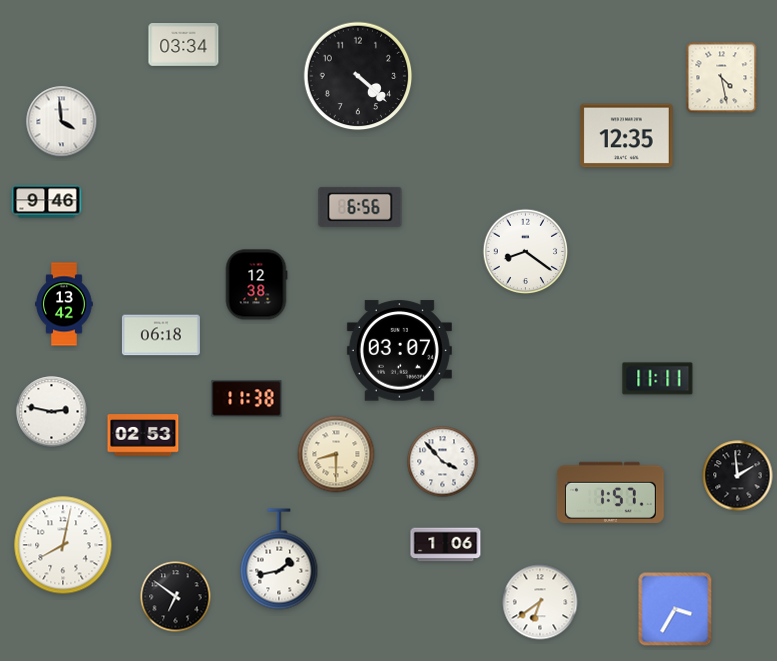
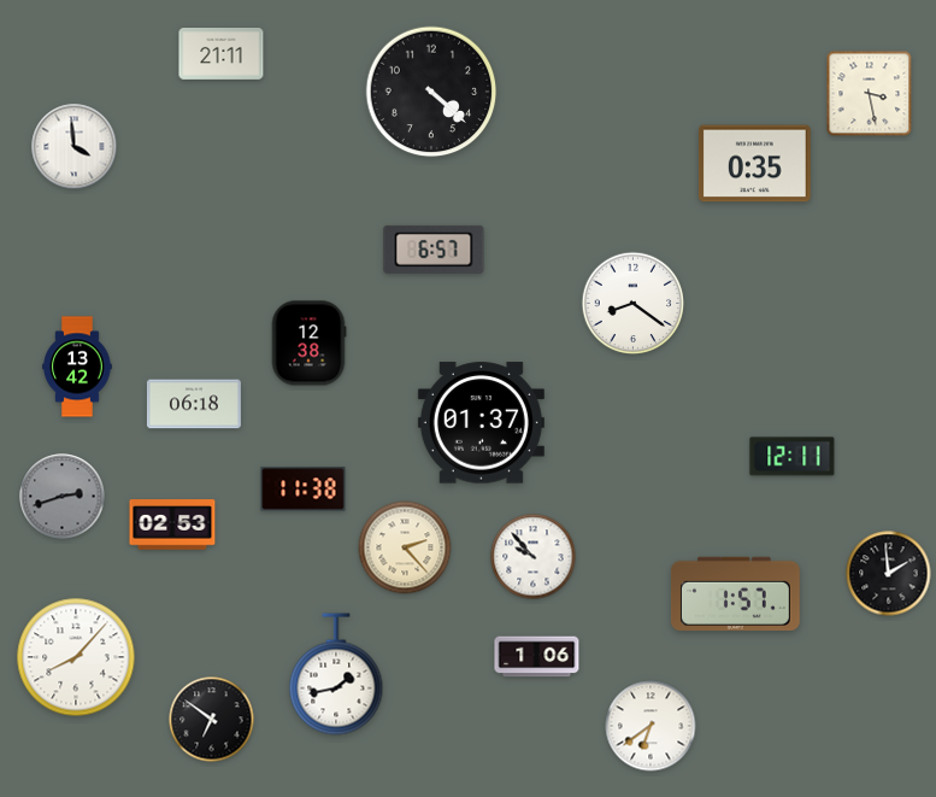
clock at (184, 45): 03:34 -> 21:11
clock at (722, 78): 4:28 -> 3:28
clock at (627, 136): 12:35 -> 0:35
clock at (47, 202): 9:46 -> none
clock at (360, 207): 6:56 -> 6:57
clock at (399, 351): 03:07 -> 01:37
clock at (658, 379): 11:11 -> 12:11
clock at (247, 399) position: (247, 399) -> (304, 490)
clock at (52, 412): 2:47 -> 2:42
clock at (52, 412) dial: white -> grey
clock at (336, 454): 8:30 -> 2:23
clock at (443, 462): 3:53 -> 9:53
clock at (63, 545): 8:02 -> 8:07
clock at (675, 609): 3:35 -> none
